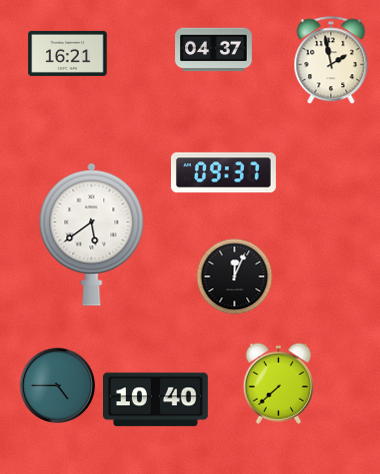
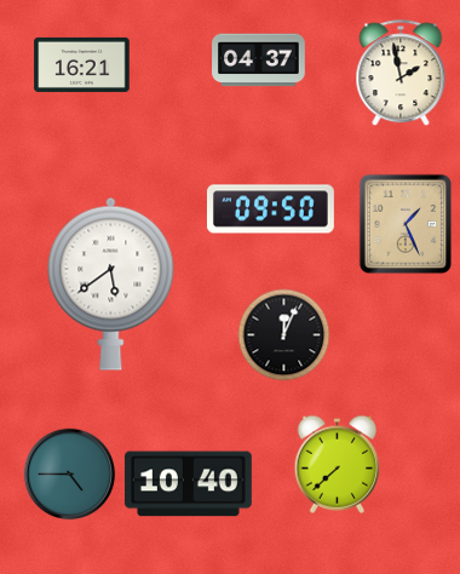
clock at (223, 173): 09:37 -> 09:50
clock at (406, 223): none -> 1:26
clock at (58, 386) position: (58, 386) -> (70, 475)
